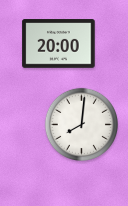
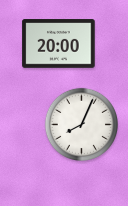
clock at (81, 124): 8:01 -> 8:04
